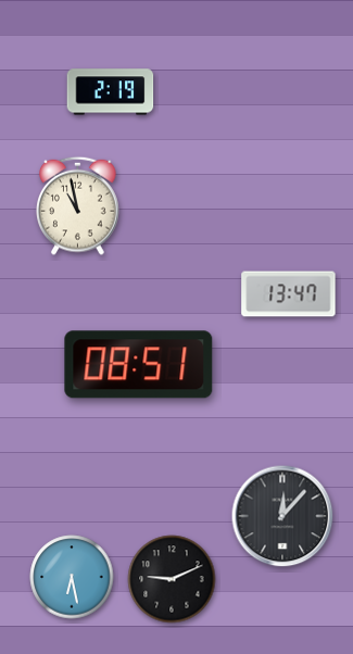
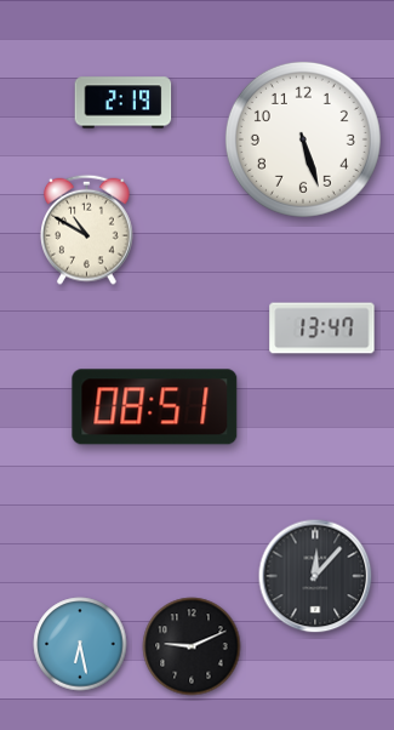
clock at (303, 139): none -> 5:27
clock at (78, 205): 10:58 -> 10:50
